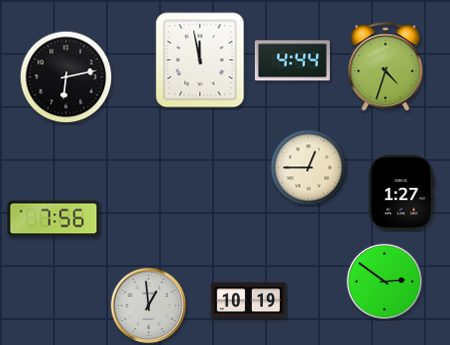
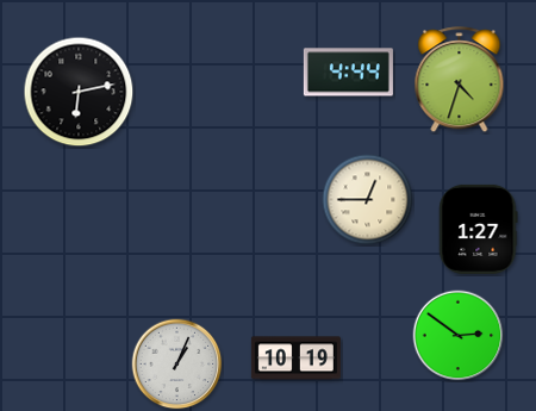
clock at (200, 60): 11:58 -> none
clock at (54, 219): 7:56 -> none
clock at (149, 306): 12:59 -> 1:04
